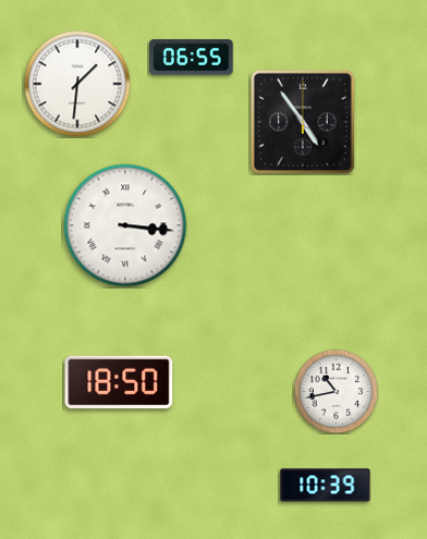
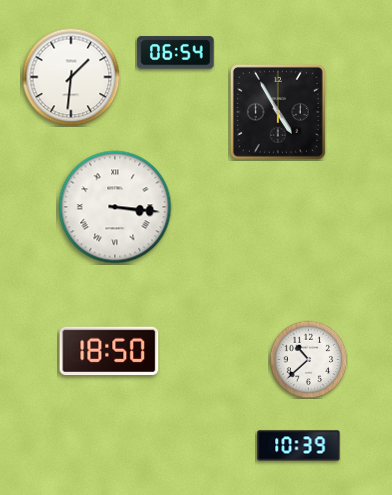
clock at (192, 58): 06:55 -> 06:54
clock at (303, 122): 4:54 -> 4:55
clock at (335, 391): 10:43 -> 10:38
